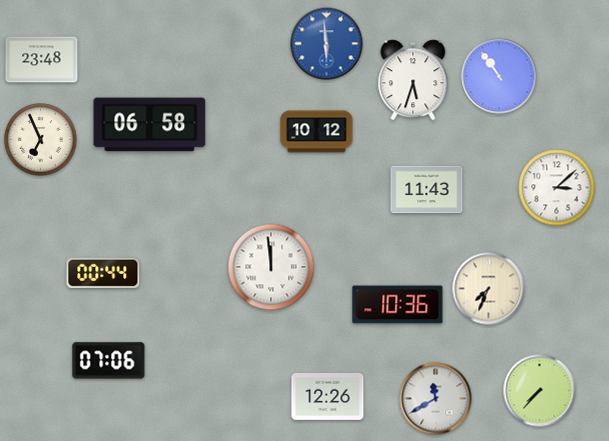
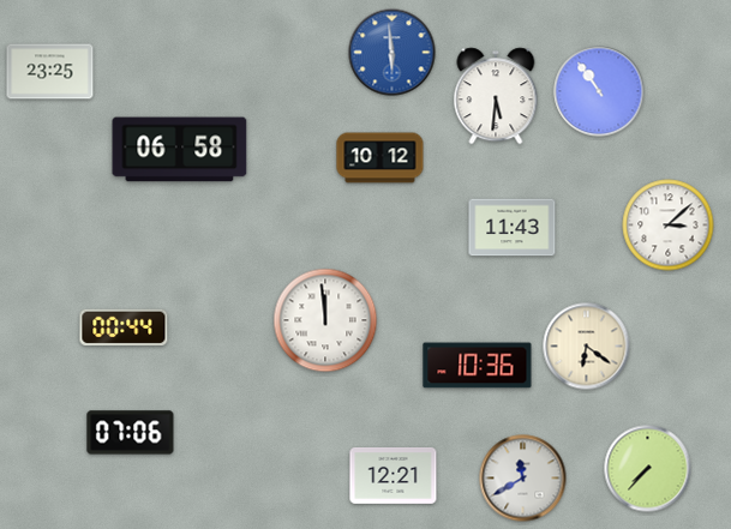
clock at (42, 60): 23:48 -> 23:25
clock at (413, 80): 5:33 -> 5:31
clock at (41, 140): 6:56 -> none
clock at (489, 289): 7:34 -> 6:21
clock at (328, 396): 12:26 -> 12:21
